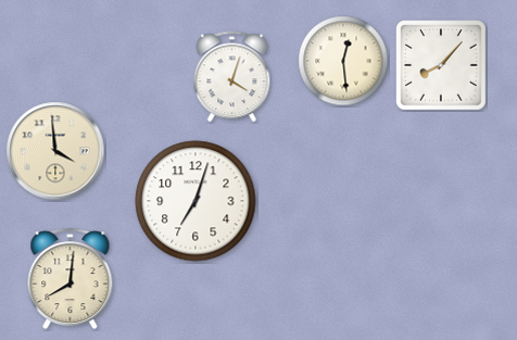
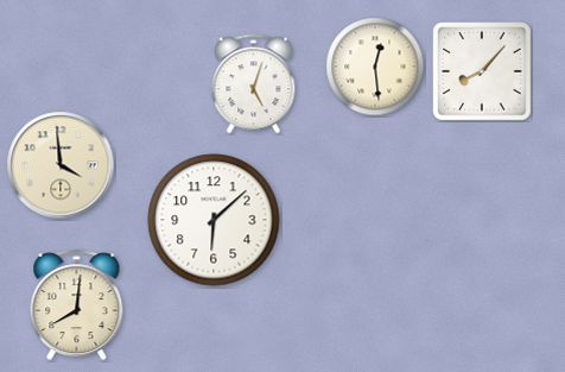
clock at (232, 77): 4:03 -> 5:03
clock at (196, 201): 7:03 -> 6:08
